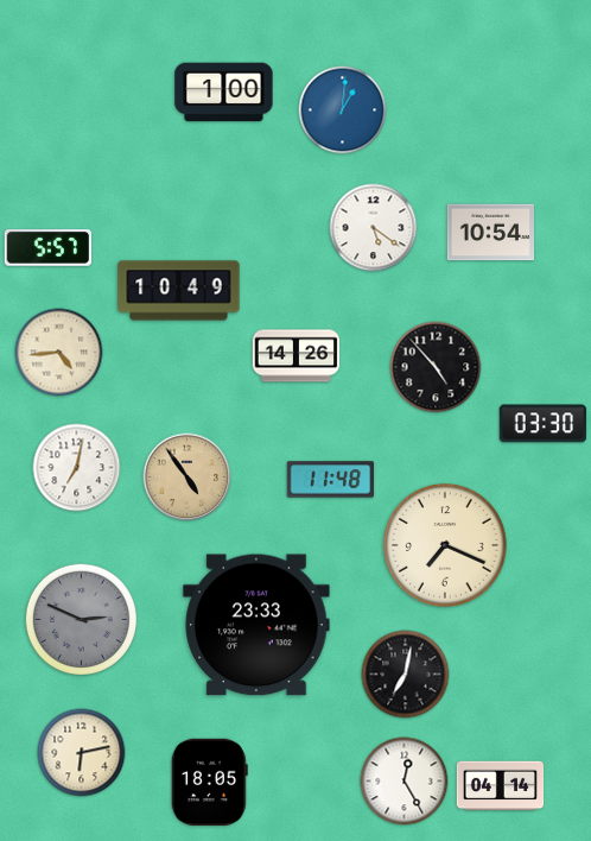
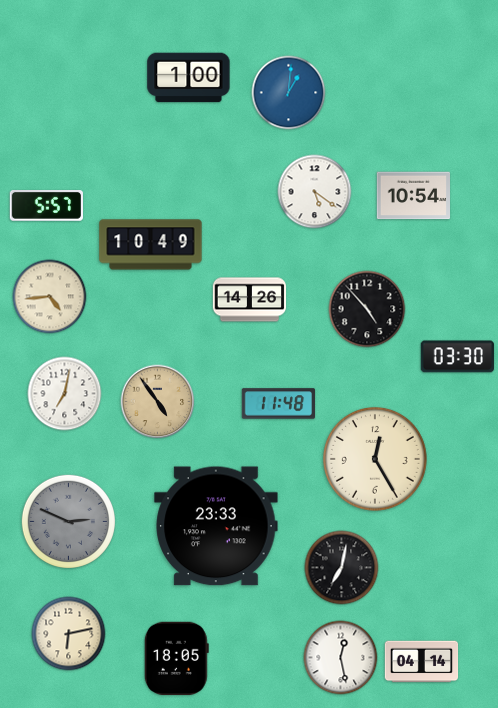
clock at (47, 248) position: (47, 248) -> (46, 206)
clock at (445, 545): 7:19 -> 12:25
clock at (405, 782): 12:25 -> 12:28
